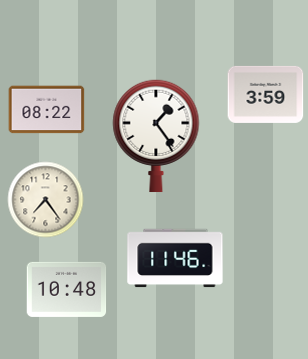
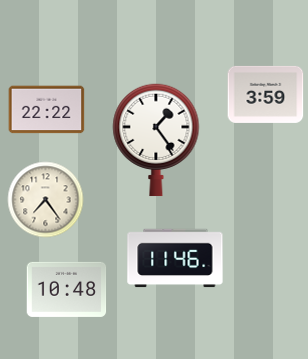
clock at (47, 110): 08:22 -> 22:22
clock at (156, 136) position: (156, 136) -> (156, 140)
